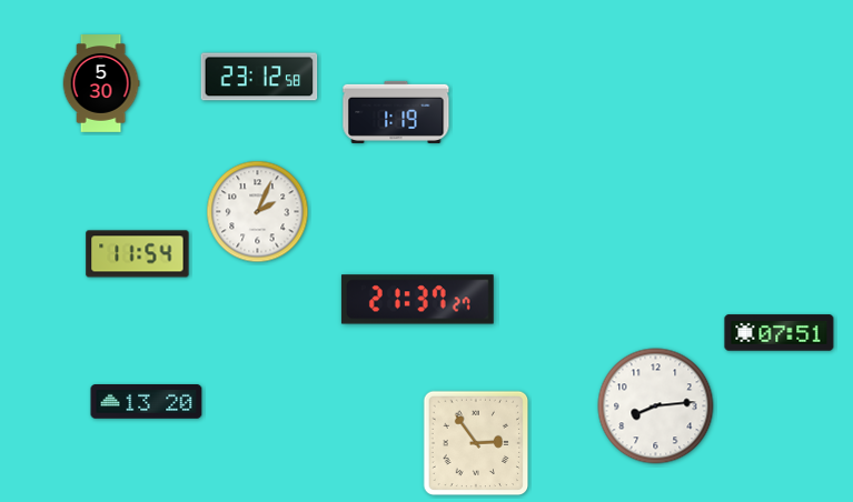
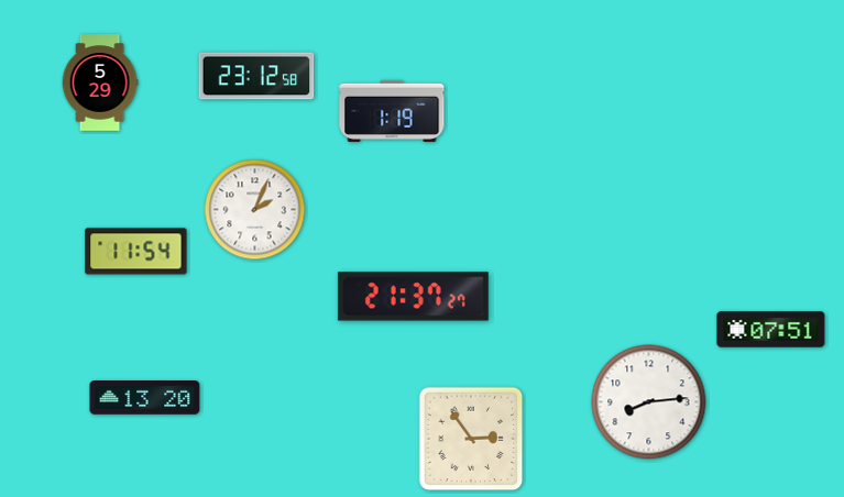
clock at (101, 83): 5:30 -> 5:29
